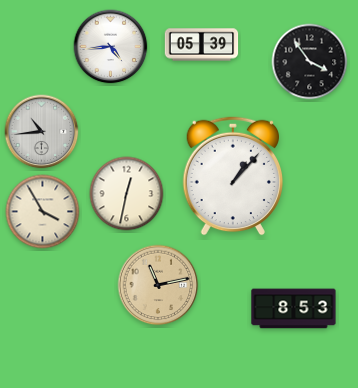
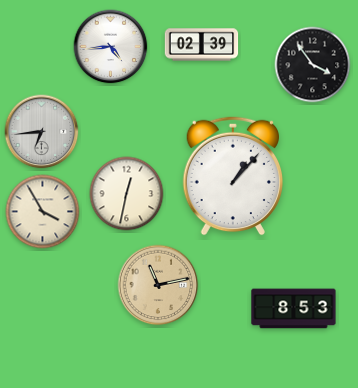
clock at (202, 45): 05:39 -> 02:39
clock at (310, 62) position: (310, 62) -> (313, 65)
clock at (42, 132): 10:44 -> 6:44
